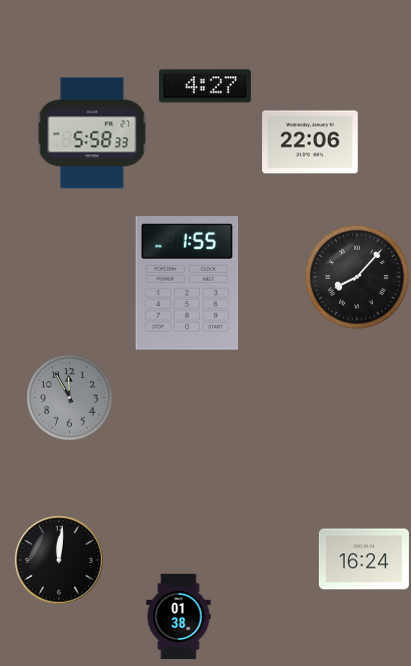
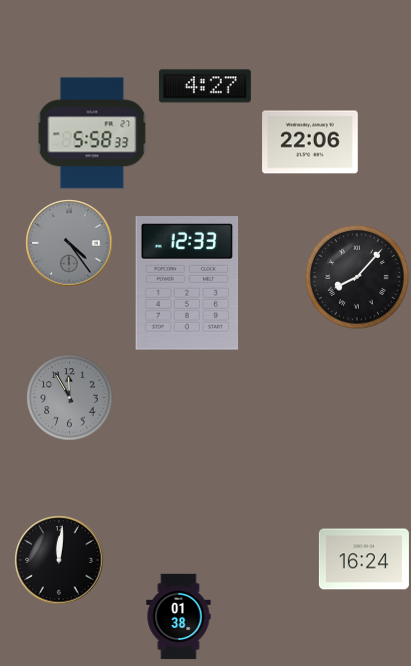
clock at (69, 243): none -> 4:24
clock at (187, 283): 1:55 -> 12:33
